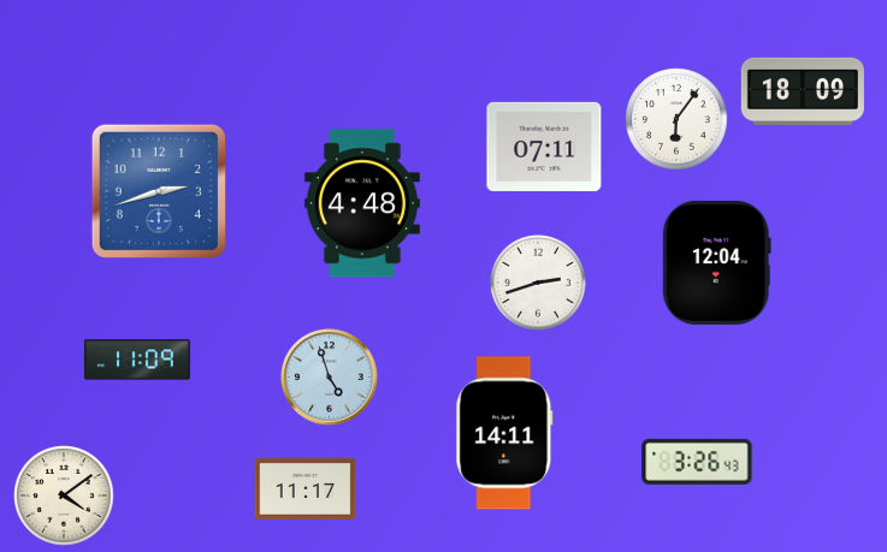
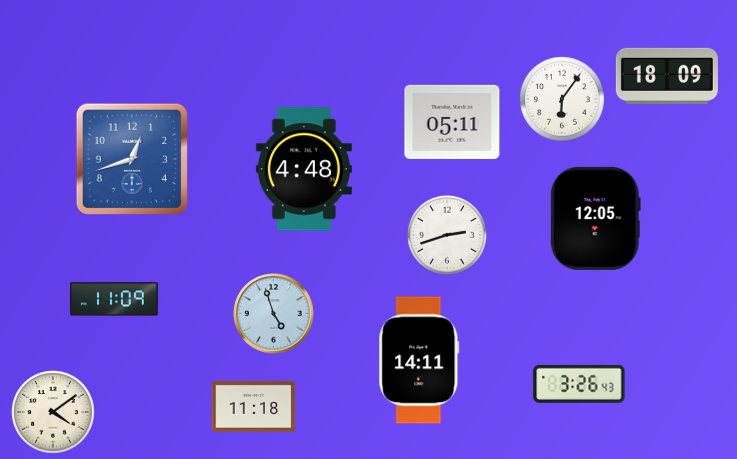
clock at (544, 147): 07:11 -> 05:11
clock at (159, 191): 2:42 -> 12:42
clock at (362, 203) position: (362, 203) -> (304, 169)
clock at (716, 262): 12:04 -> 12:05
clock at (306, 488): 11:17 -> 11:18
